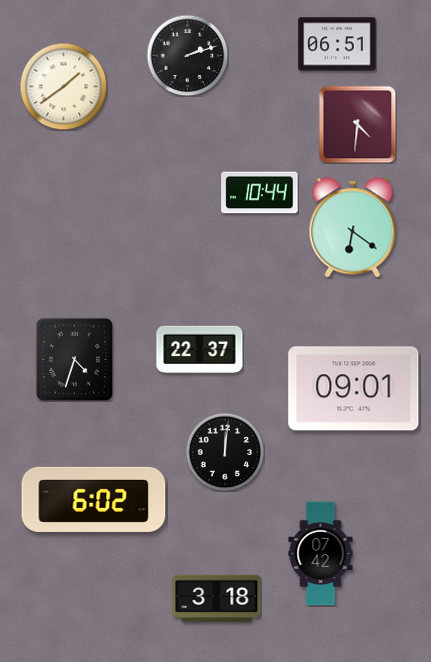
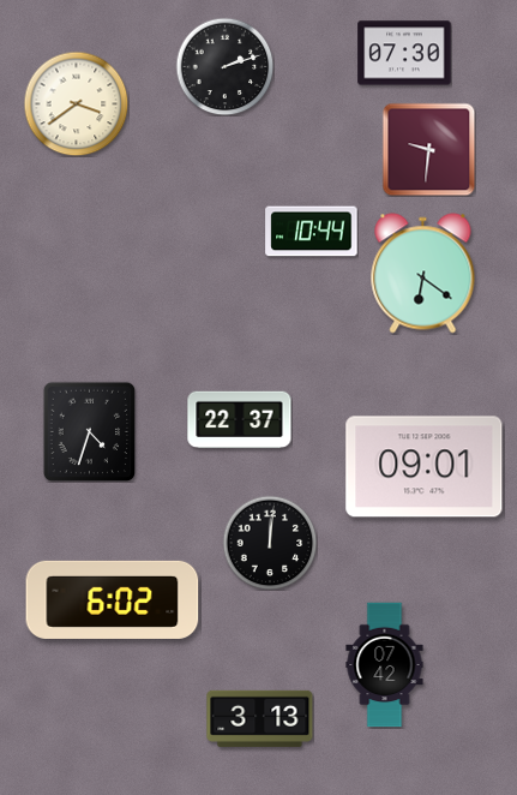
clock at (337, 44): 06:51 -> 07:30
clock at (63, 86): 1:39 -> 3:39
clock at (357, 124): 4:31 -> 9:31
clock at (217, 598): 3:18 -> 3:13
